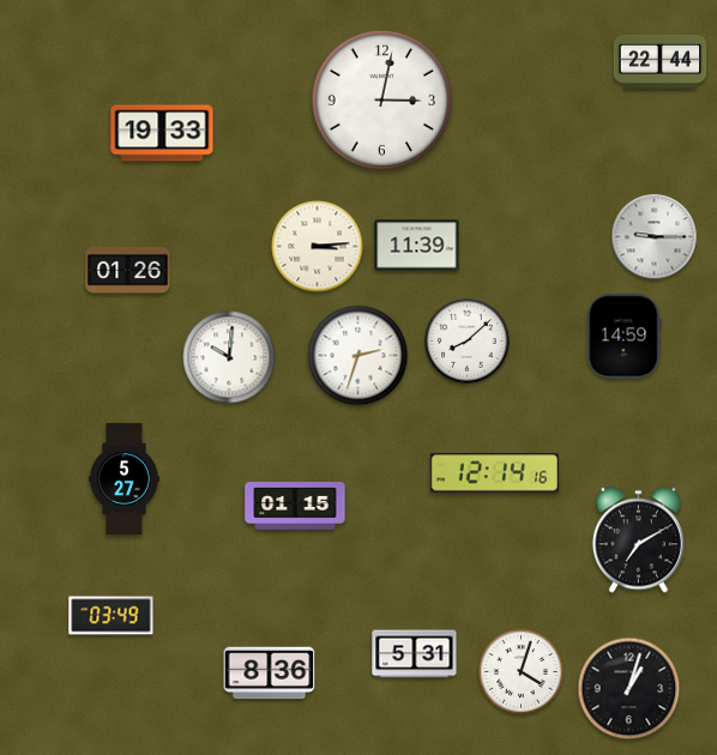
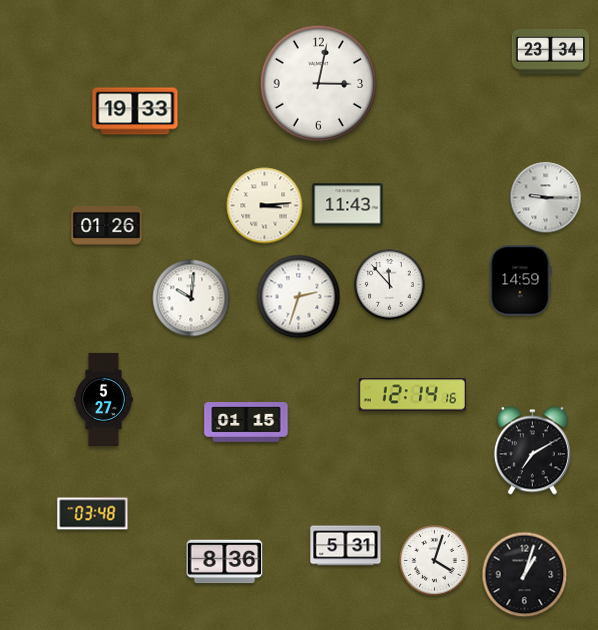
clock at (661, 61): 22:44 -> 23:34
clock at (417, 246): 11:39 -> 11:43
clock at (468, 342): 8:08 -> 11:53
clock at (112, 616): 03:49 -> 03:48
